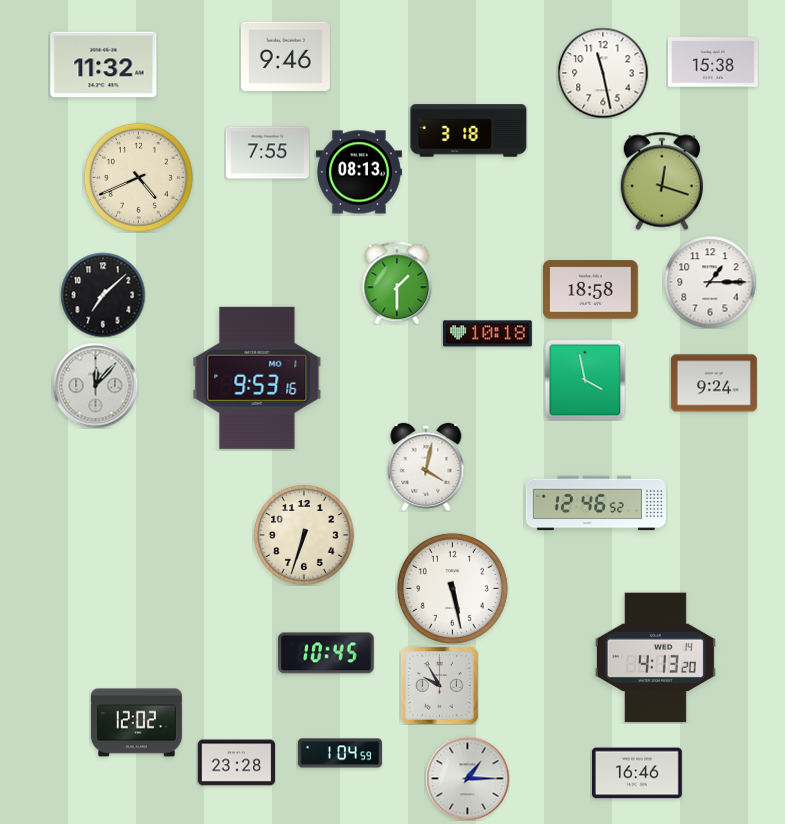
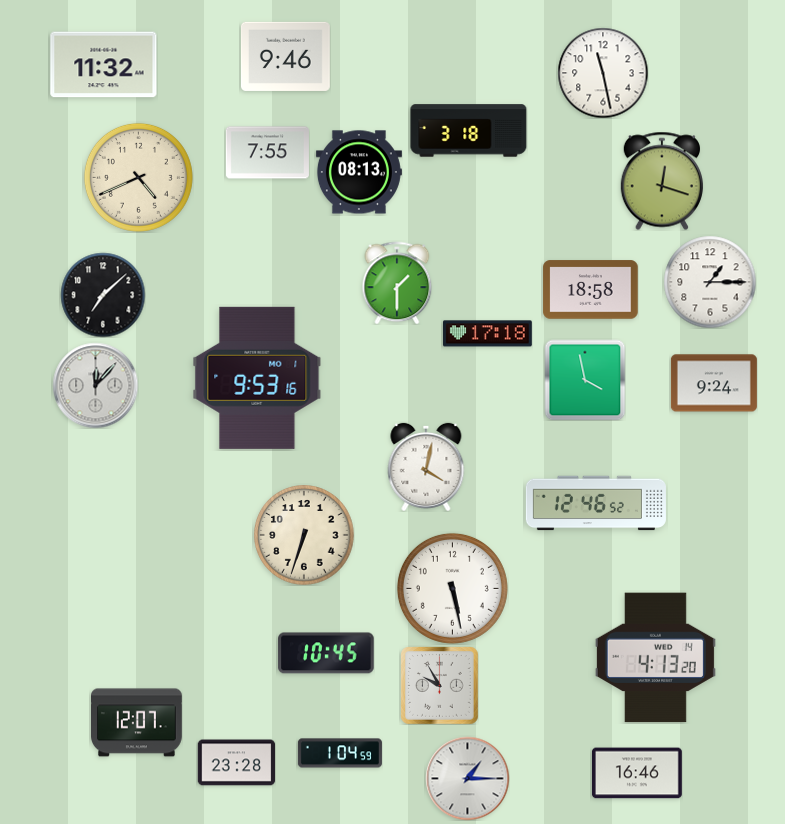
clock at (713, 62): 15:38 -> none
clock at (487, 334): 10:18 -> 17:18
clock at (137, 723): 12:02 -> 12:07
